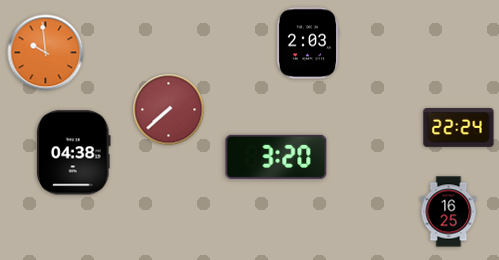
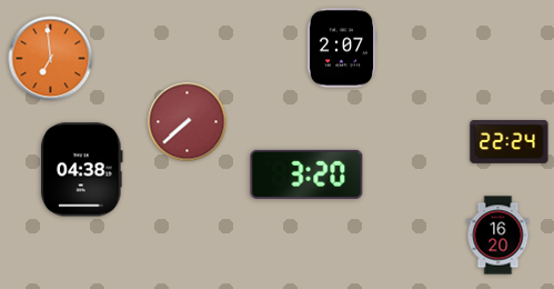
clock at (308, 43): 2:03 -> 2:07
clock at (46, 53): 9:59 -> 6:59
clock at (449, 212): 16:25 -> 16:20
